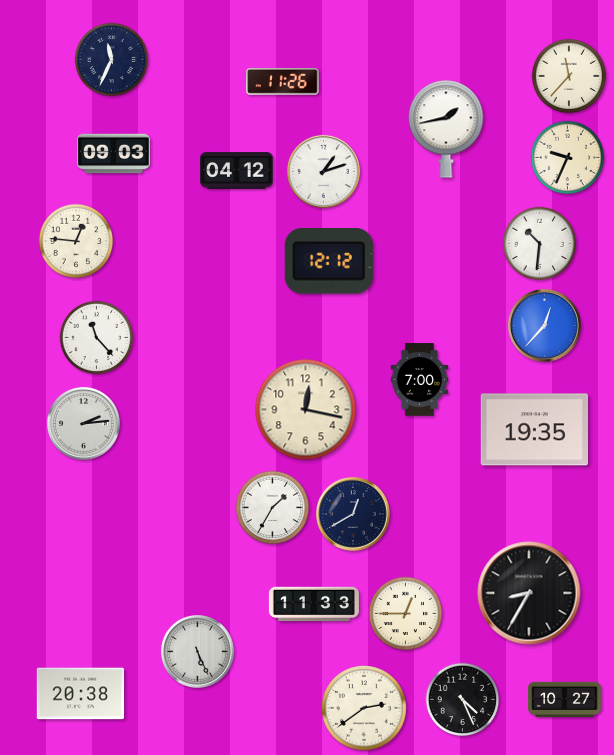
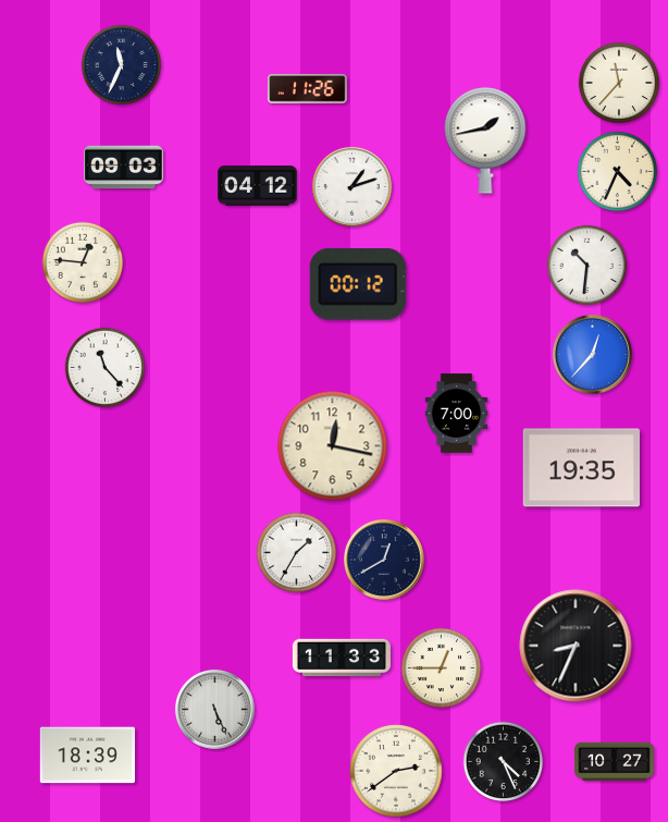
clock at (568, 158): 9:34 -> 4:34
clock at (329, 262): 12:12 -> 00:12
clock at (83, 423): 2:14 -> none
clock at (529, 593): 8:35 -> 8:34
clock at (81, 694): 20:38 -> 18:39
